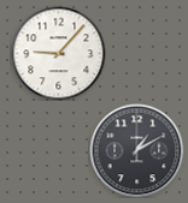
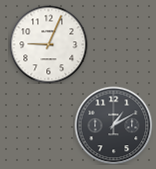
clock at (58, 53): 9:07 -> 9:04
